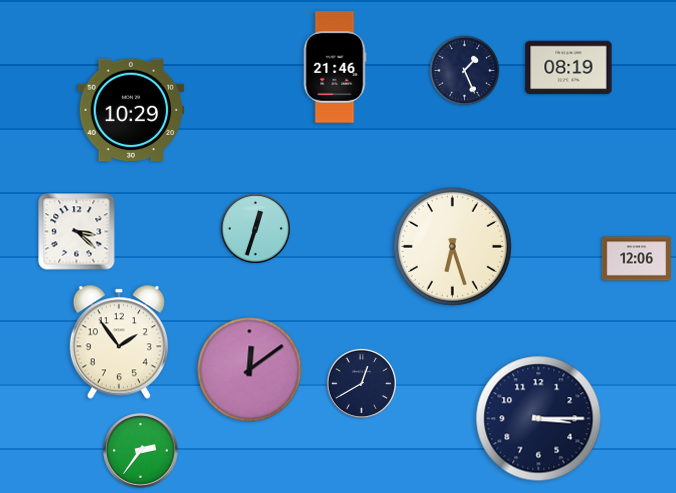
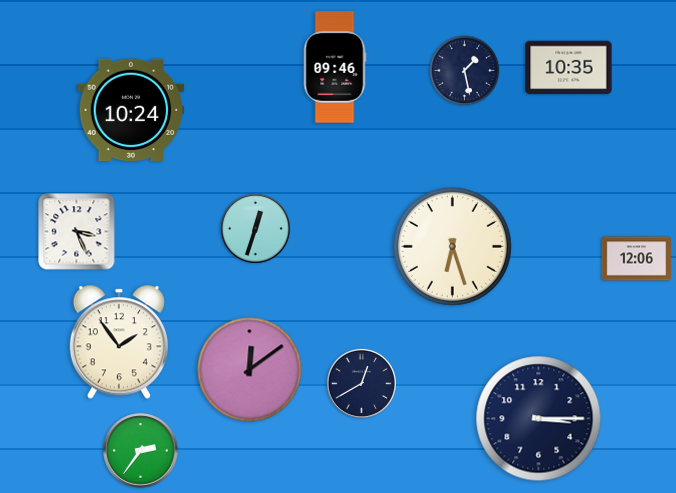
clock at (335, 67): 21:46 -> 09:46
clock at (569, 68): 08:19 -> 10:35
clock at (465, 71): 1:26 -> 1:28
clock at (131, 110): 10:29 -> 10:24
clock at (77, 232): 3:22 -> 3:26
